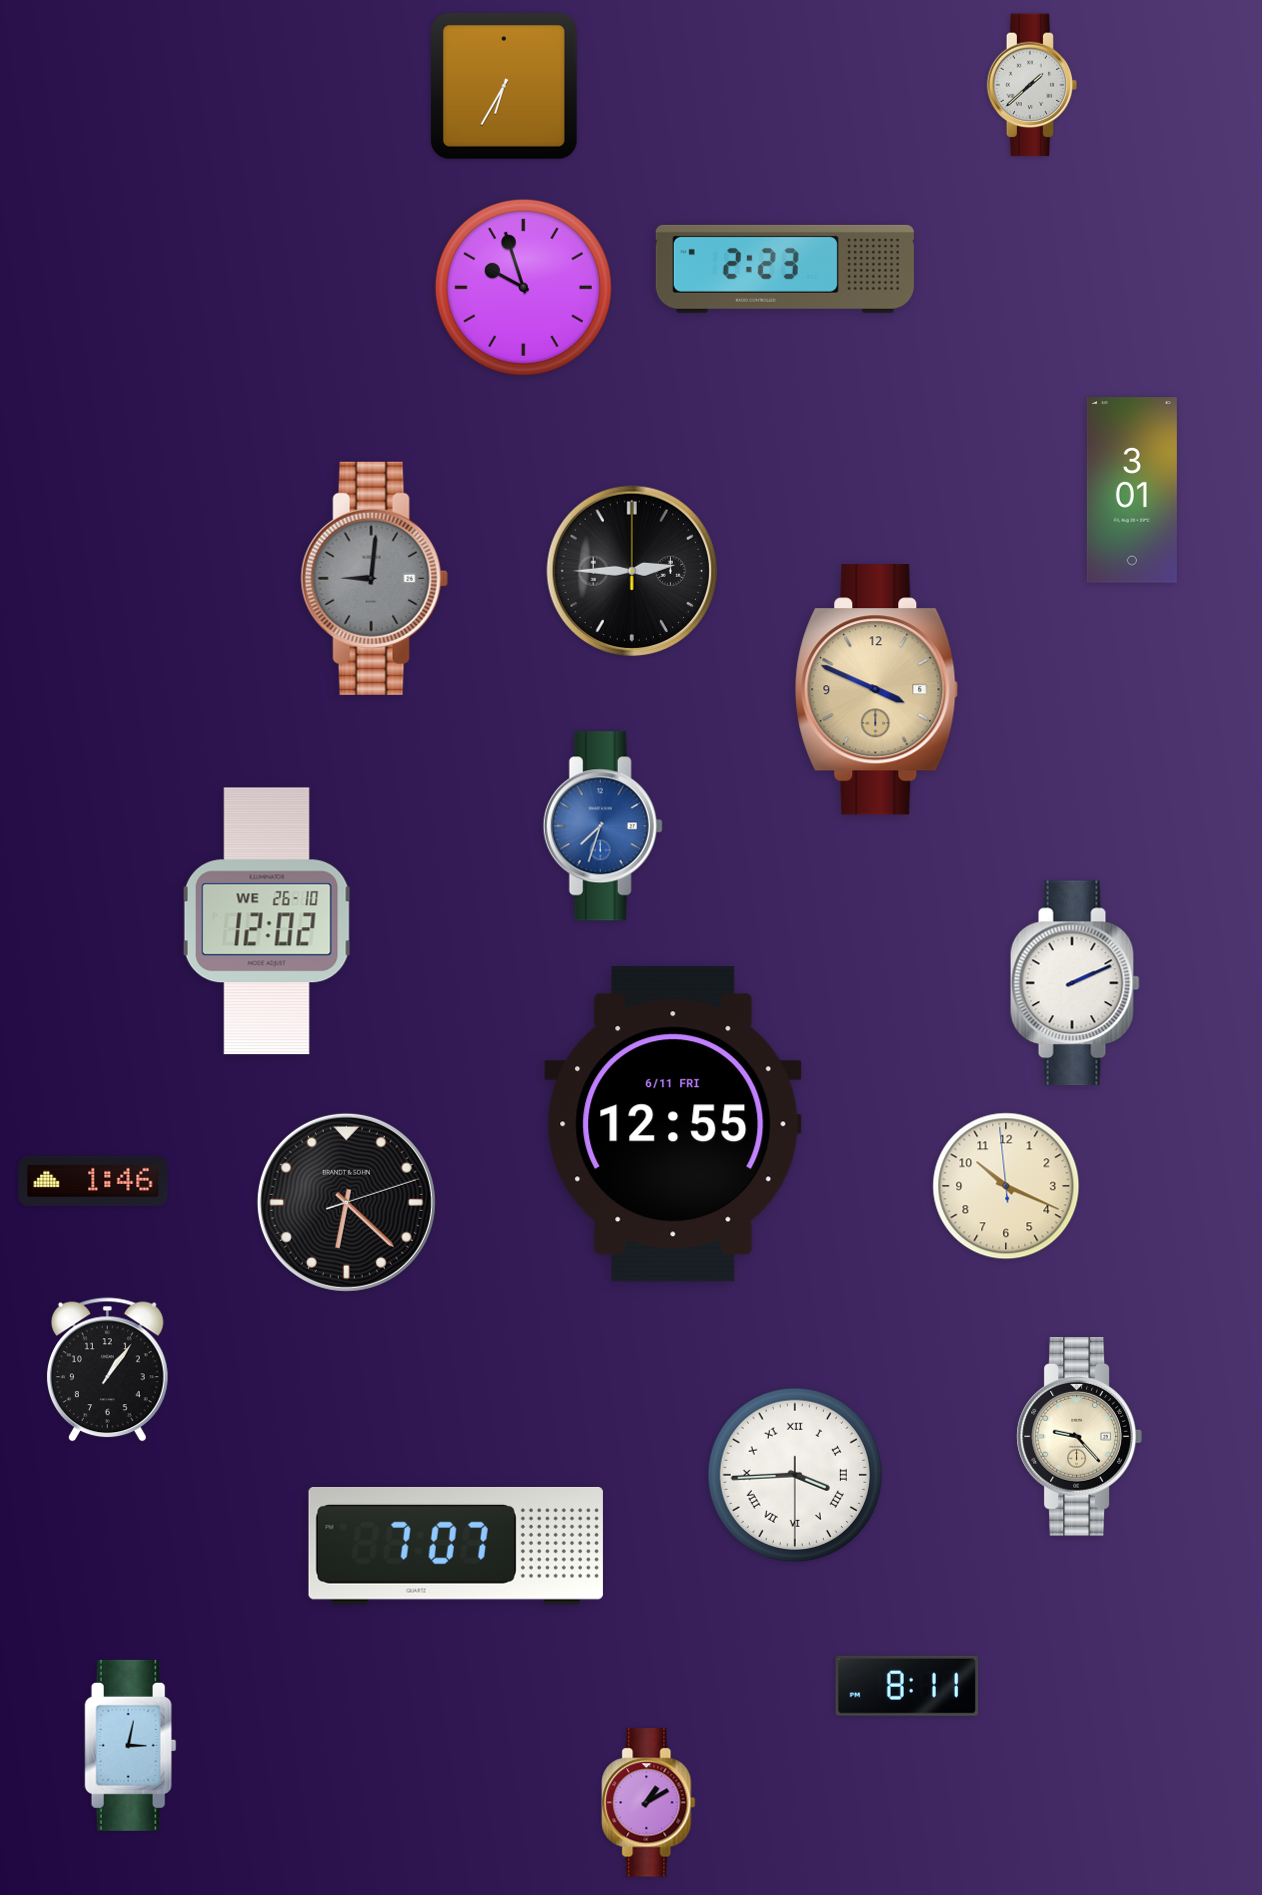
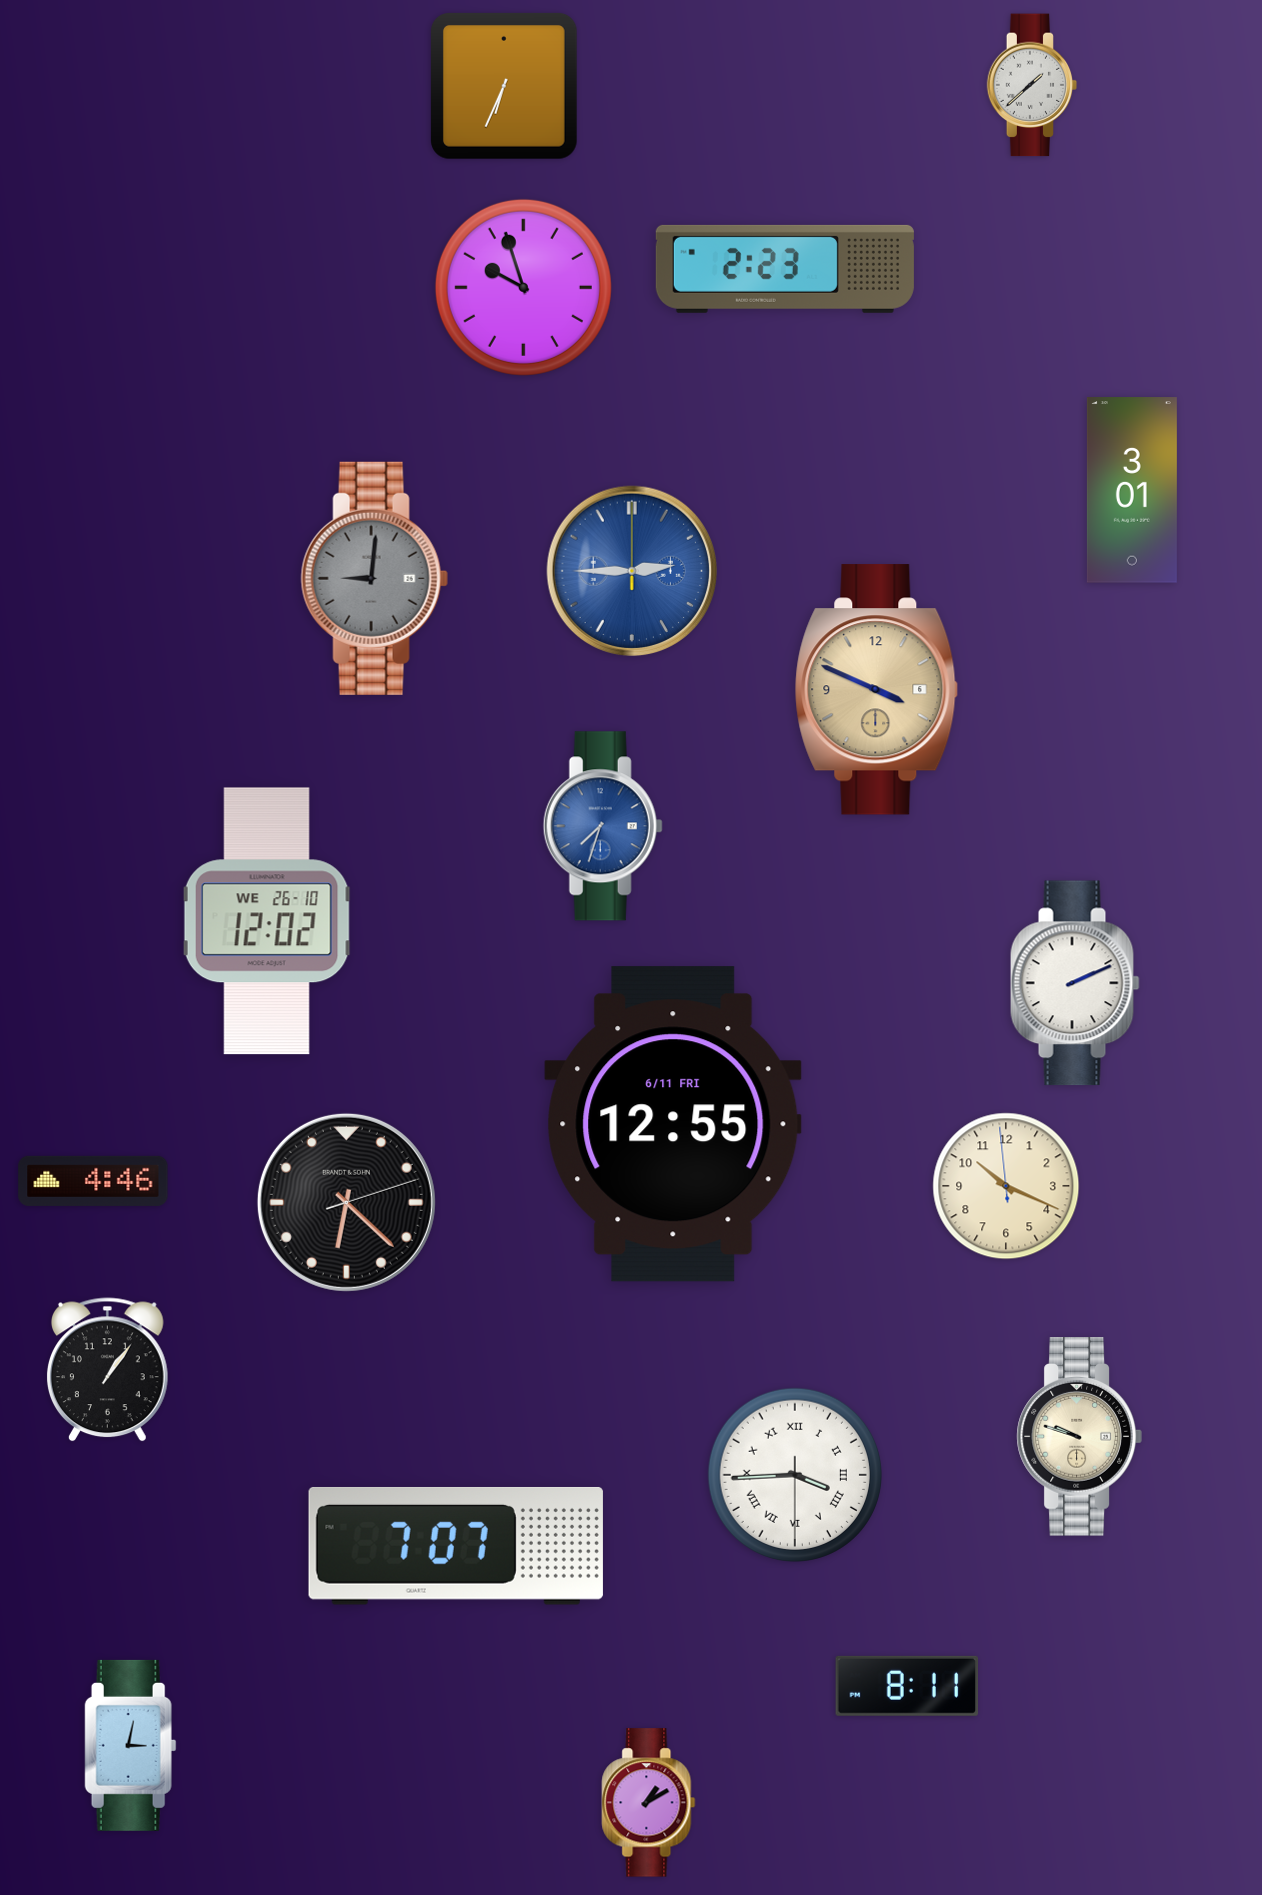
clock at (505, 87): 6:35 -> 6:34
clock at (632, 571) dial: black -> blue
clock at (93, 1181): 1:46 -> 4:46
clock at (1079, 1437): 9:23 -> 9:48
